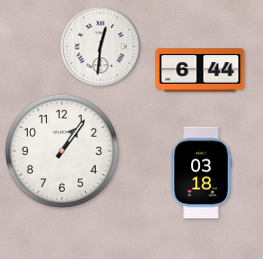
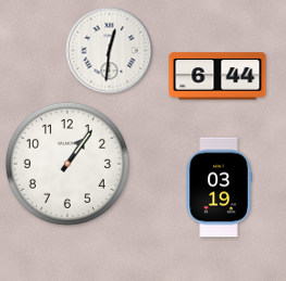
clock at (201, 173): 03:18 -> 03:19
